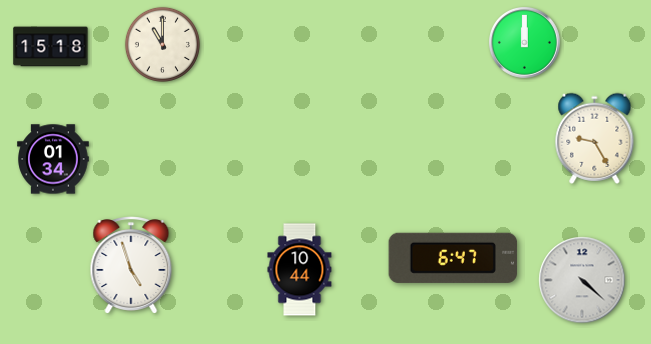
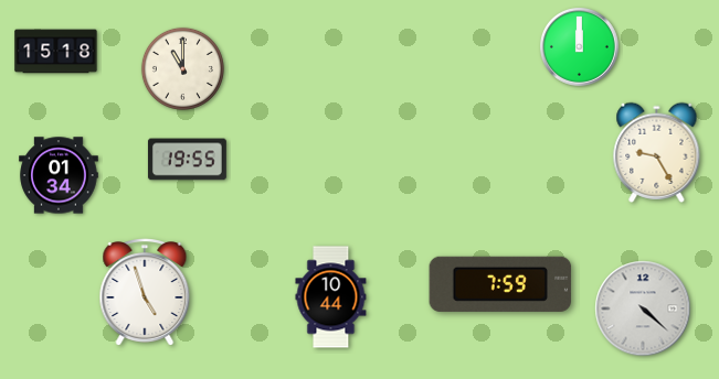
clock at (162, 44) position: (162, 44) -> (182, 68)
clock at (187, 160): none -> 19:55
clock at (453, 258): 6:47 -> 7:59
